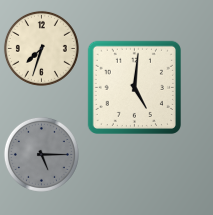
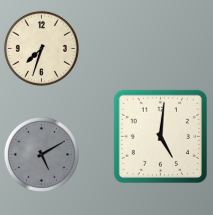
clock at (134, 87) position: (134, 87) -> (160, 136)
clock at (41, 154): 5:15 -> 5:10
